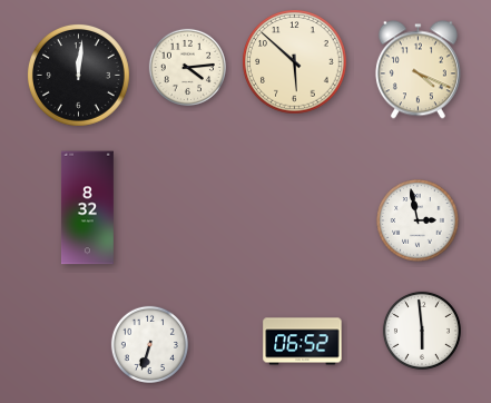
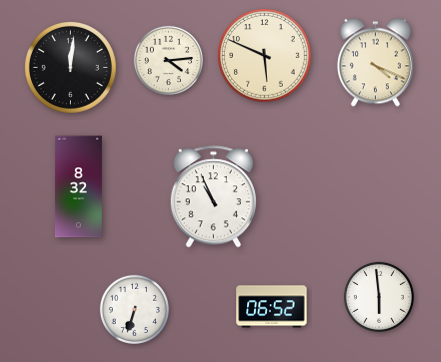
clock at (295, 62): 5:52 -> 5:49
clock at (213, 197): none -> 10:56
clock at (418, 220): 2:58 -> none
